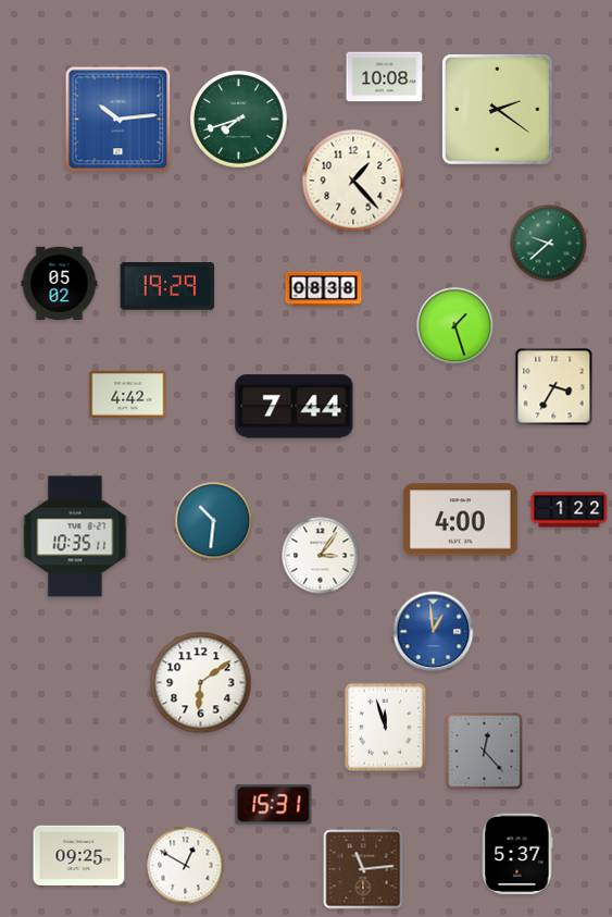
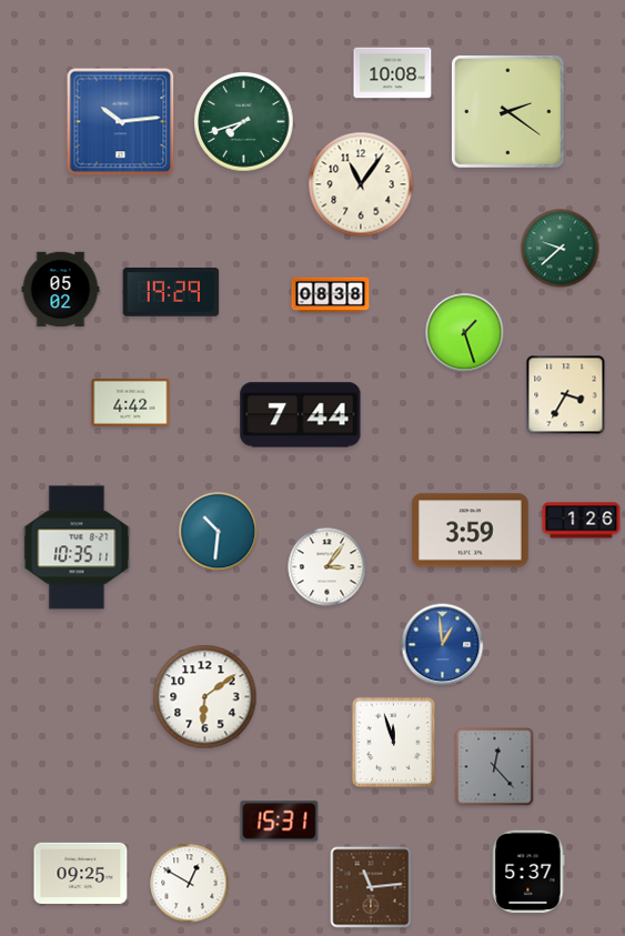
clock at (385, 77) position: (385, 77) -> (393, 73)
clock at (353, 181): 1:23 -> 11:06
clock at (570, 510): 1:22 -> 1:26
clock at (461, 520): 4:00 -> 3:59
